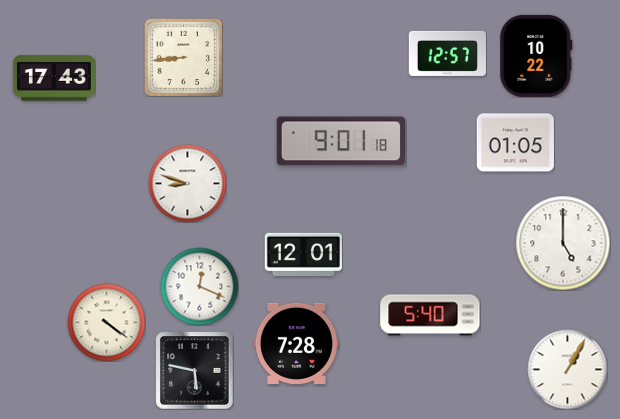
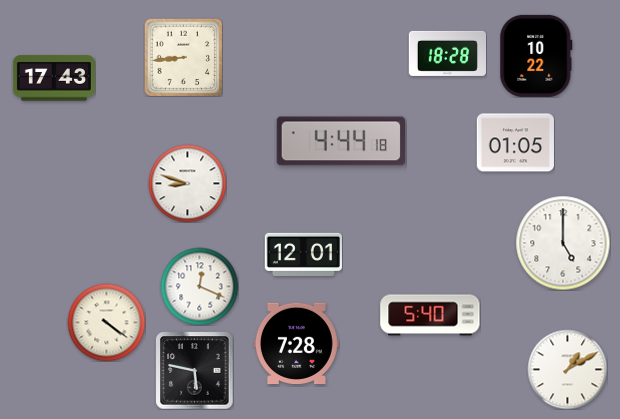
clock at (447, 53): 12:57 -> 18:28
clock at (340, 141): 9:01 -> 4:44
clock at (567, 369): 1:05 -> 1:10
